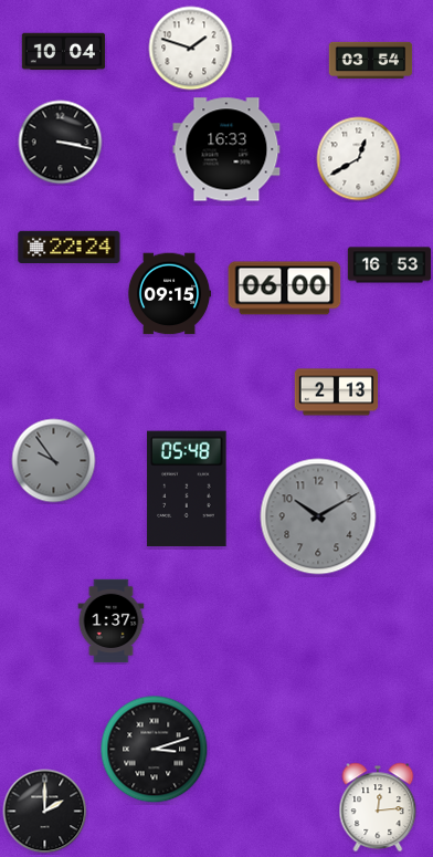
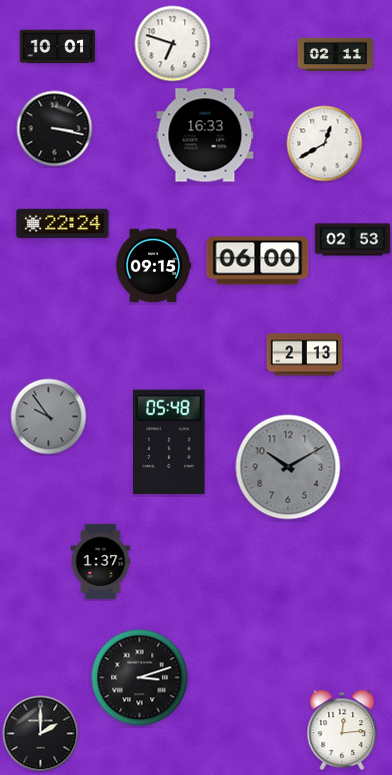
clock at (191, 49): 1:48 -> 6:48
clock at (64, 52): 10:04 -> 10:01
clock at (371, 60): 03:54 -> 02:11
clock at (390, 265): 16:53 -> 02:53
